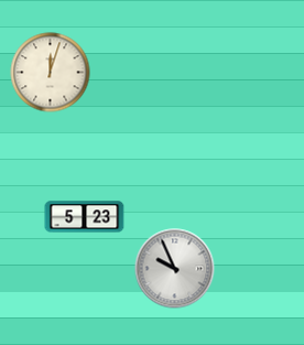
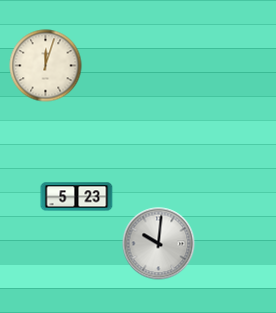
clock at (175, 269): 9:56 -> 10:01
